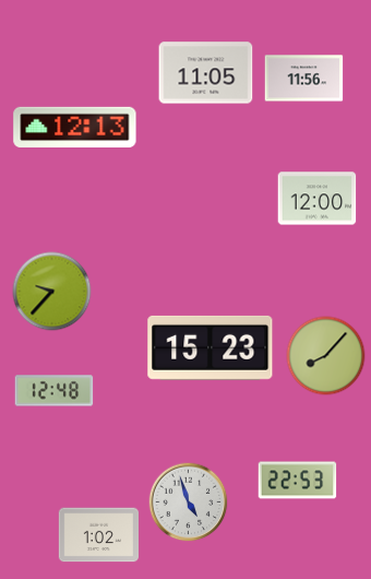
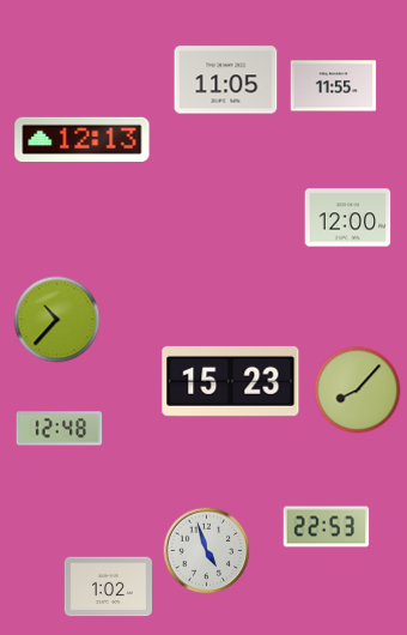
clock at (304, 79): 11:56 -> 11:55
clock at (52, 292): 9:37 -> 10:37
